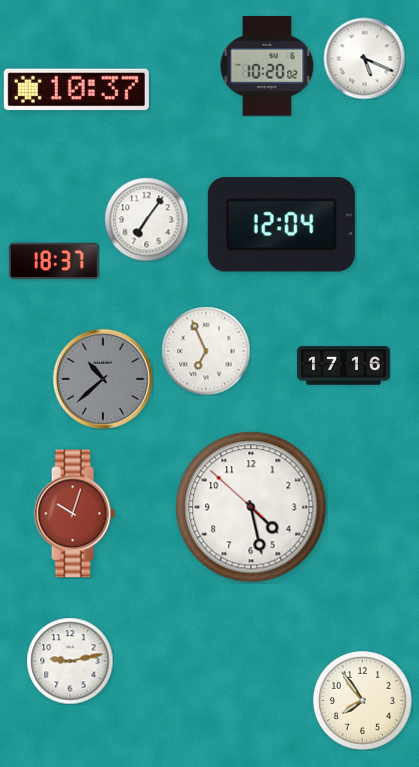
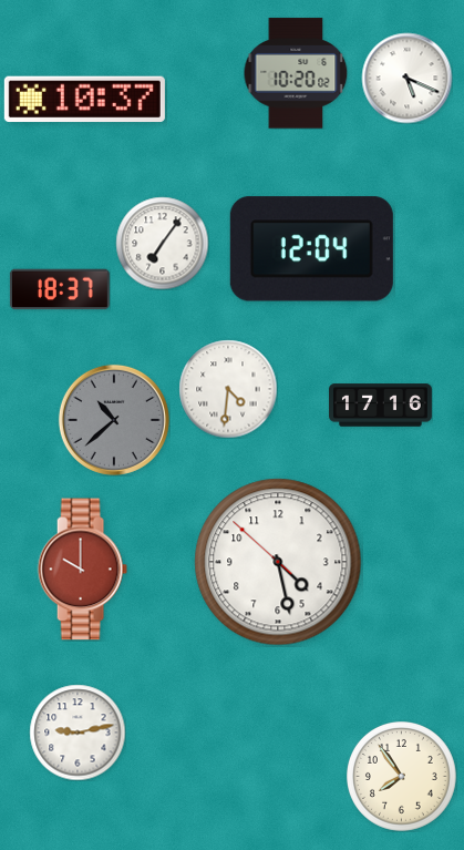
clock at (364, 58) position: (364, 58) -> (406, 78)
clock at (206, 351): 6:56 -> 4:31
clock at (74, 514): 10:03 -> 10:00
